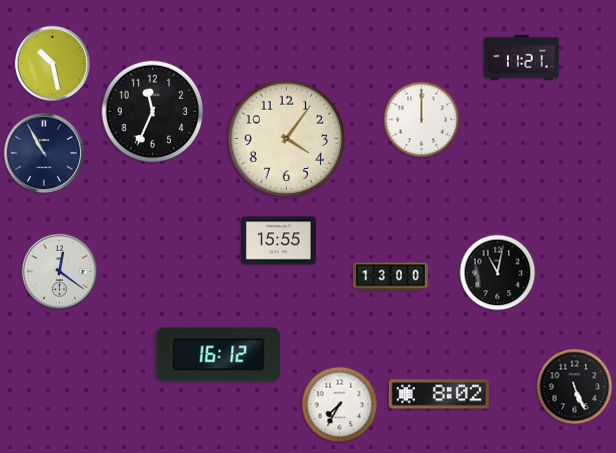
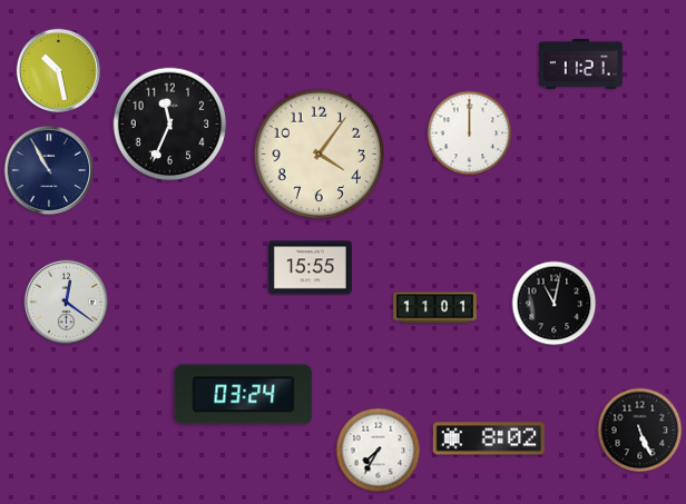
clock at (391, 277): 13:00 -> 11:01
clock at (219, 355): 16:12 -> 03:24
